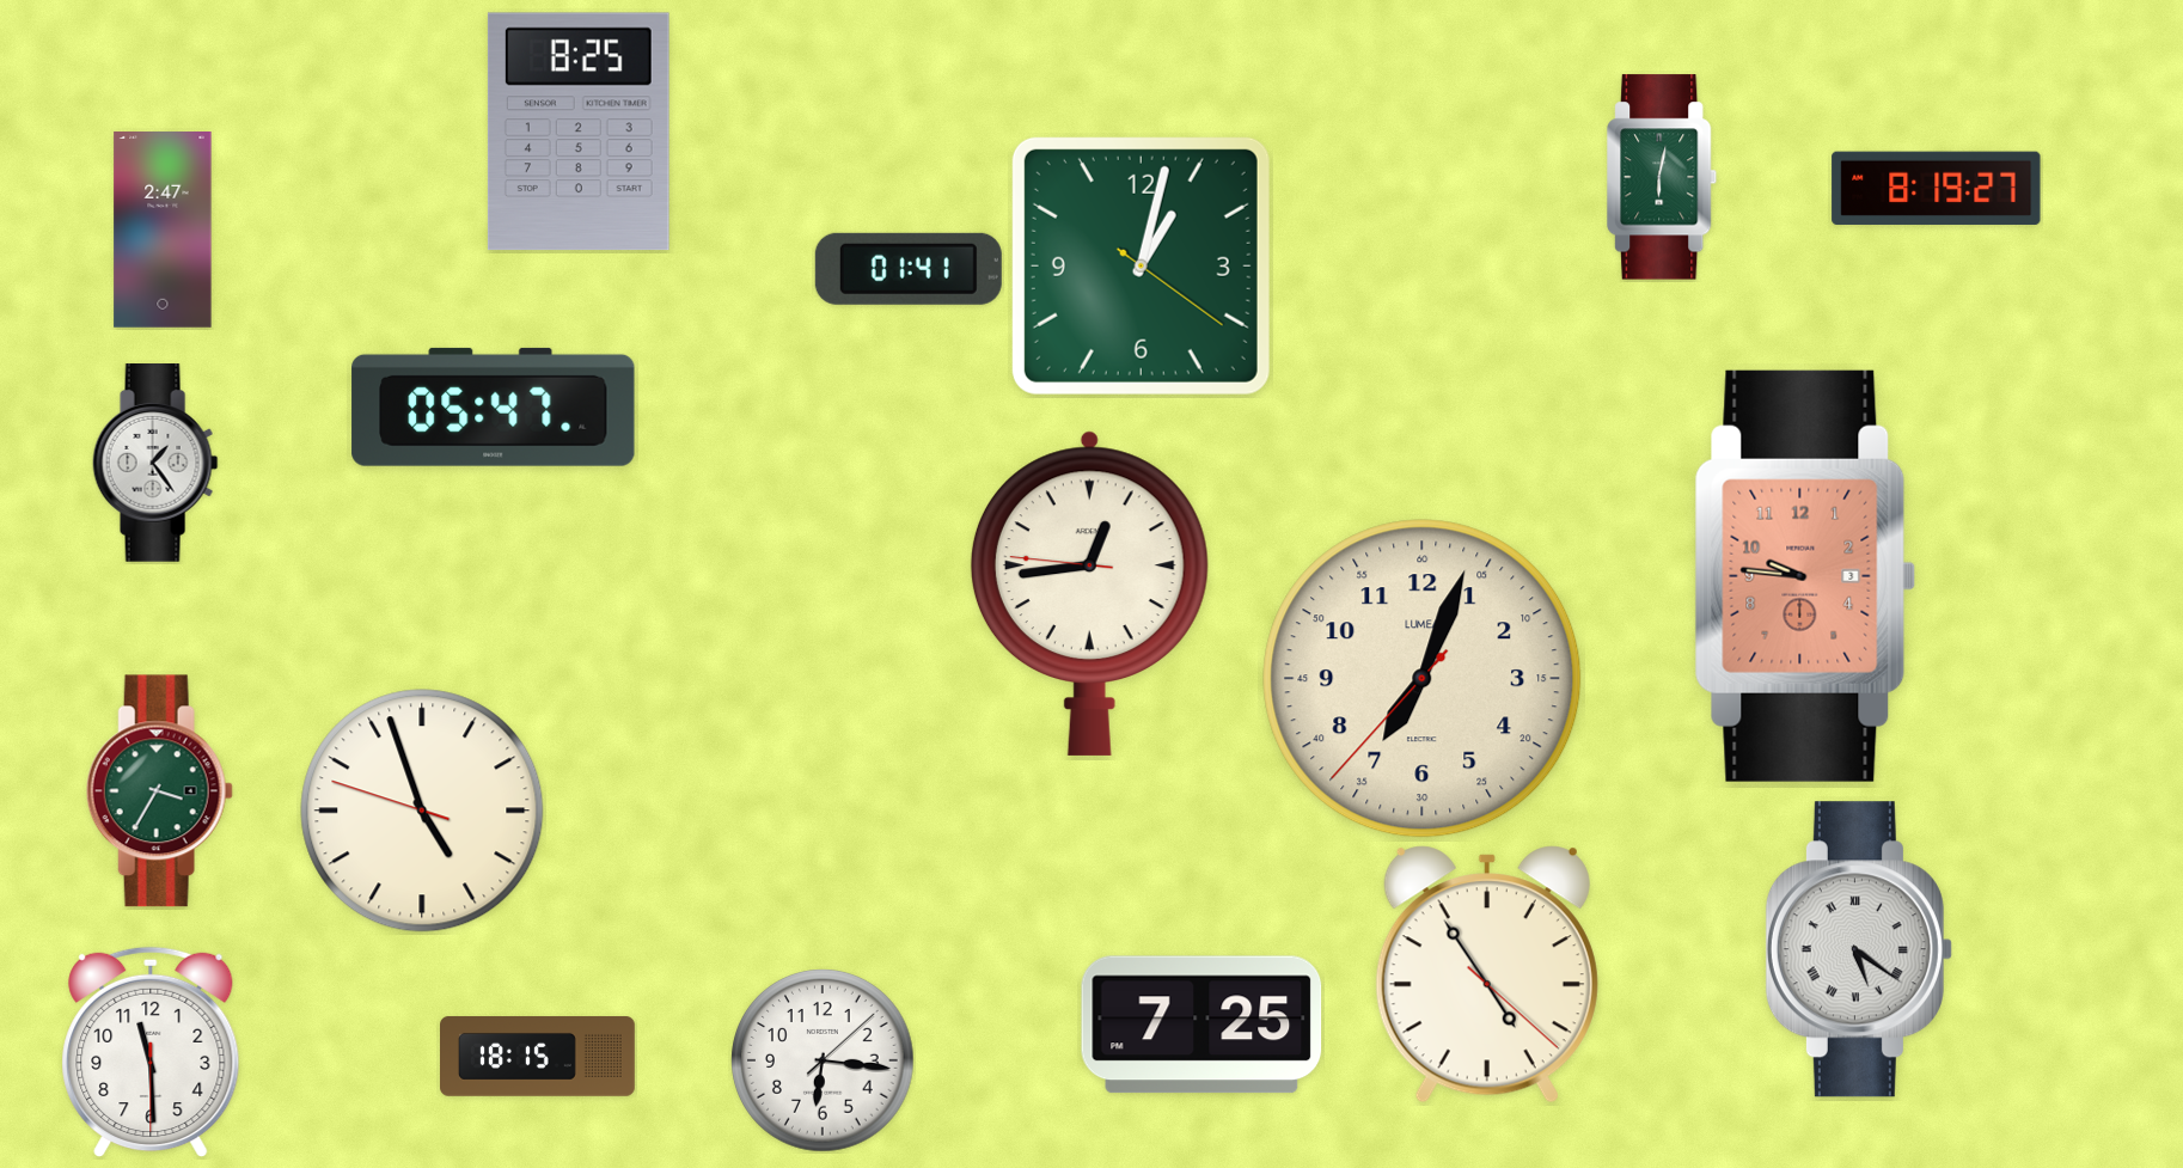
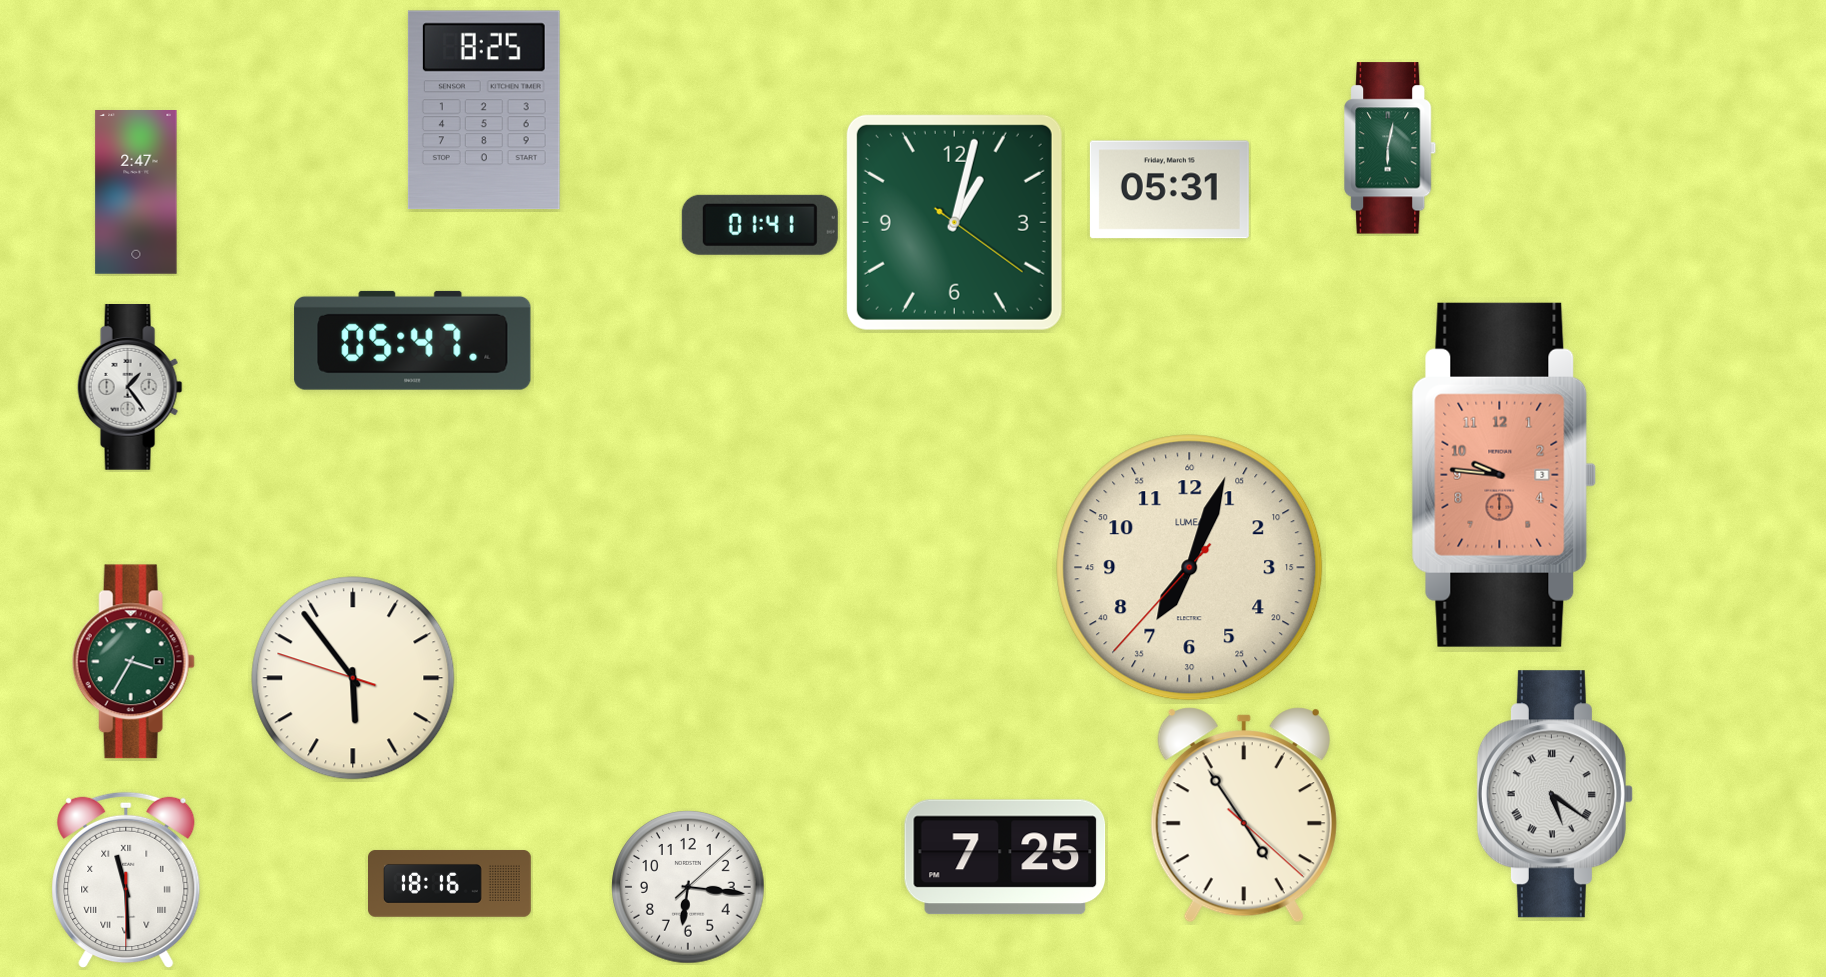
clock at (1937, 188): 8:19 -> none
clock at (1169, 190): none -> 05:31
clock at (1805, 576) position: (1805, 576) -> (1504, 475)
clock at (1089, 593): 12:43 -> none
clock at (422, 811): 4:56 -> 5:53
clock at (151, 1052) numerals: Arabic -> Roman
clock at (538, 1057): 18:15 -> 18:16
